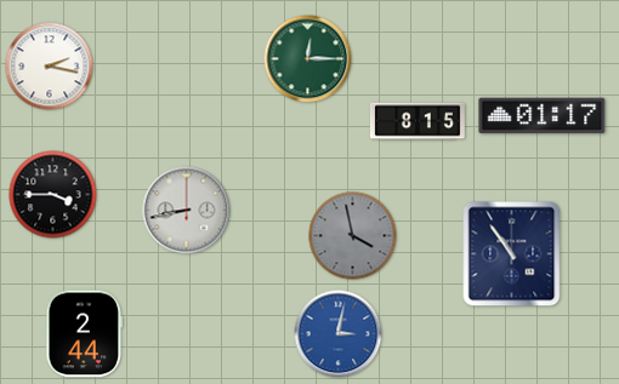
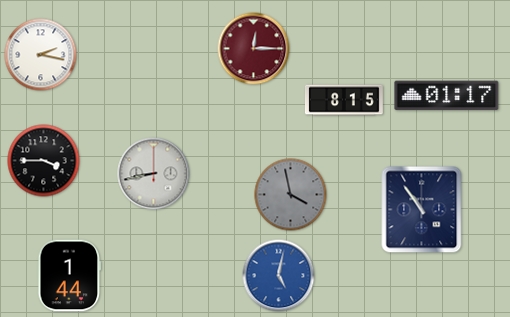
clock at (308, 59) dial: green -> burgundy
clock at (85, 334): 2:44 -> 1:44
clock at (339, 334): 3:02 -> 5:02
